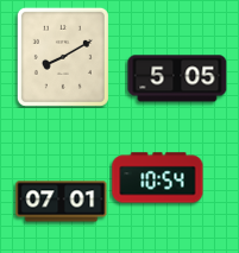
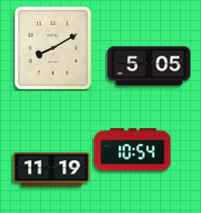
clock at (62, 202): 07:01 -> 11:19
